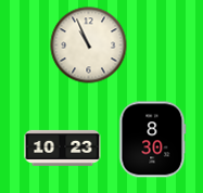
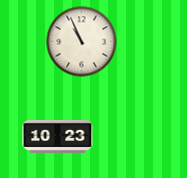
clock at (153, 140): 8:30 -> none
